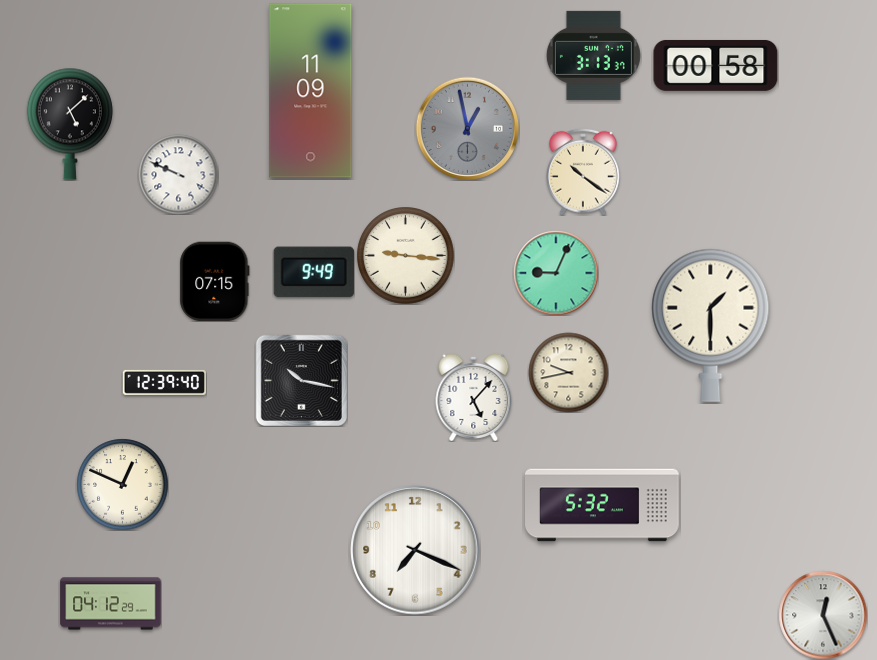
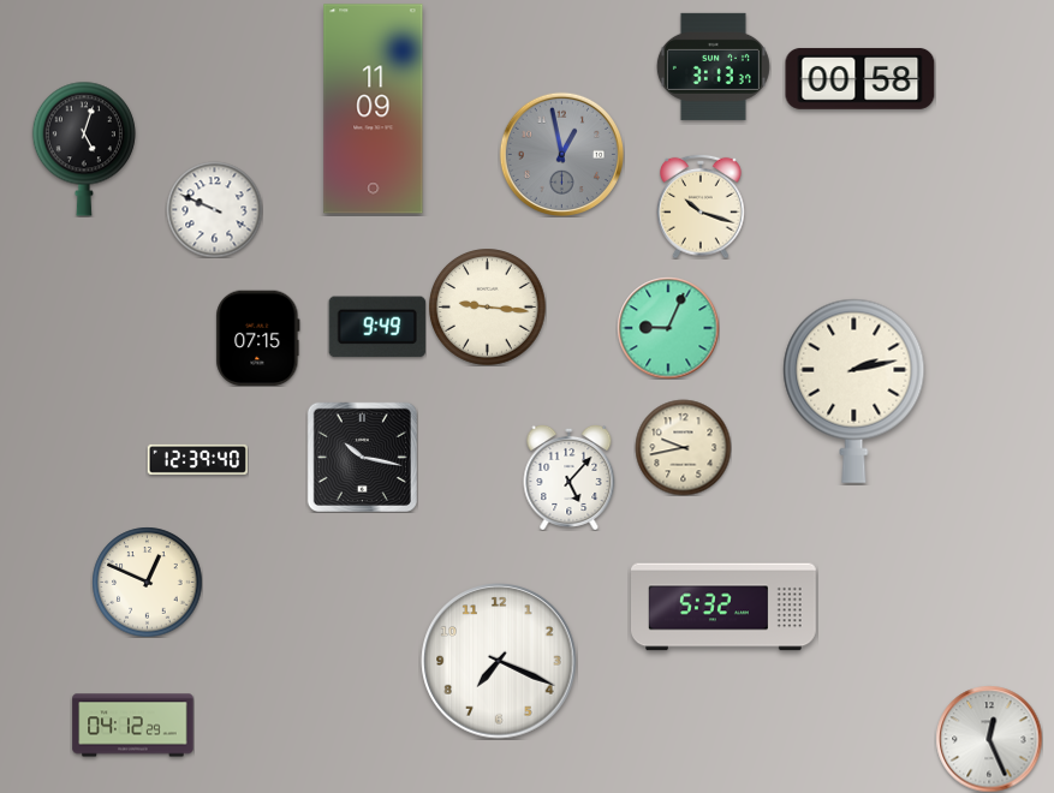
clock at (70, 124): 5:08 -> 5:03
clock at (584, 172): 10:21 -> 10:18
clock at (711, 325): 1:30 -> 2:13
